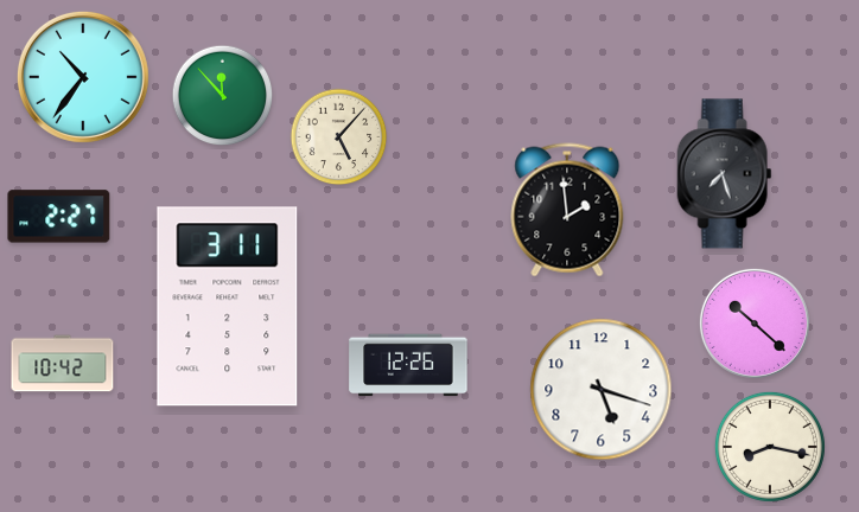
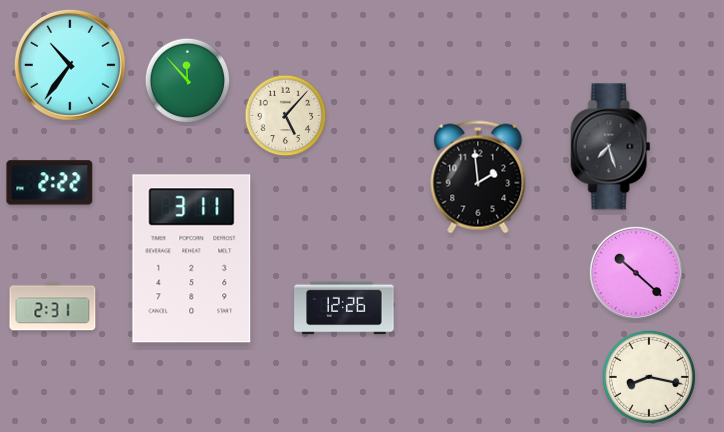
clock at (59, 217): 2:27 -> 2:22
clock at (63, 364): 10:42 -> 2:31
clock at (602, 390): 5:18 -> none
